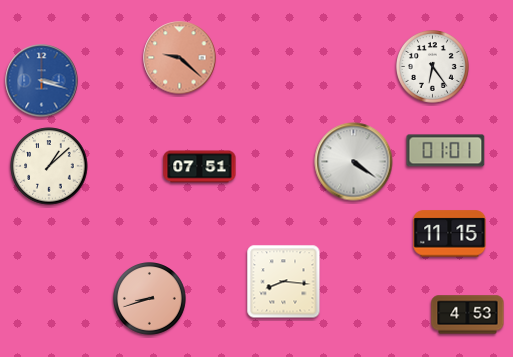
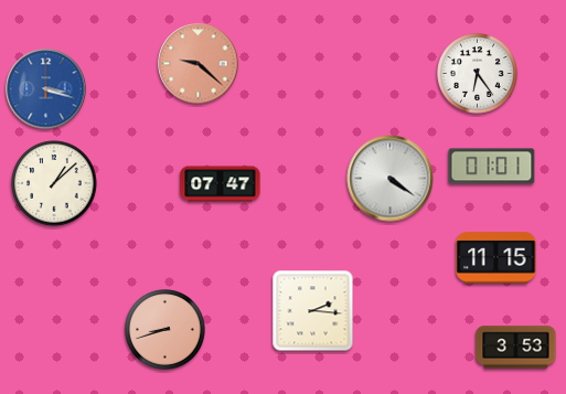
clock at (200, 167): 07:51 -> 07:47
clock at (284, 282): 8:16 -> 2:16
clock at (468, 315): 4:53 -> 3:53
